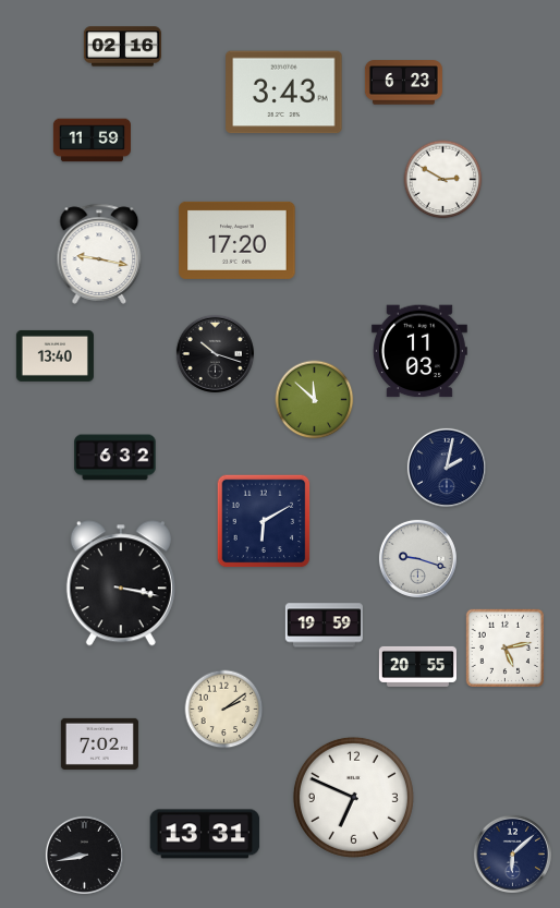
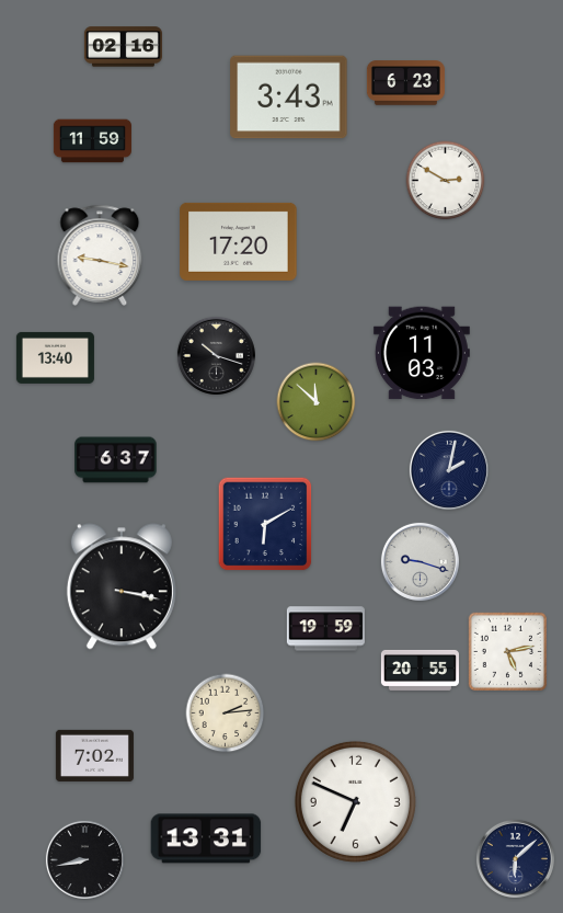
clock at (284, 93) position: (284, 93) -> (289, 98)
clock at (115, 458): 6:32 -> 6:37
clock at (224, 710): 2:09 -> 2:14
clock at (99, 743) position: (99, 743) -> (94, 755)
